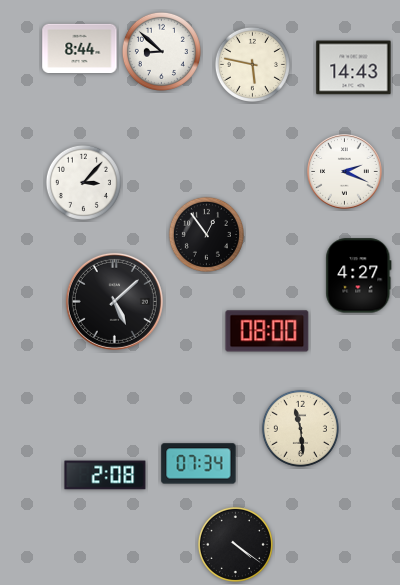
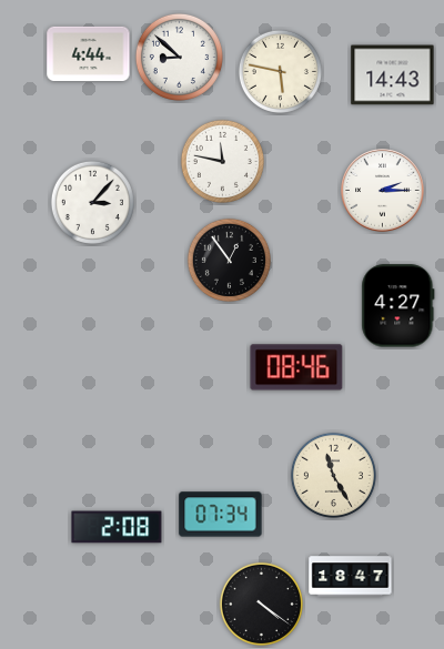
clock at (80, 48): 8:44 -> 4:44
clock at (222, 161): none -> 11:47
clock at (345, 172): 2:19 -> 2:15
clock at (114, 301): 5:08 -> none
clock at (267, 331): 08:00 -> 08:46
clock at (300, 428): 11:29 -> 11:25
clock at (351, 577): none -> 18:47
